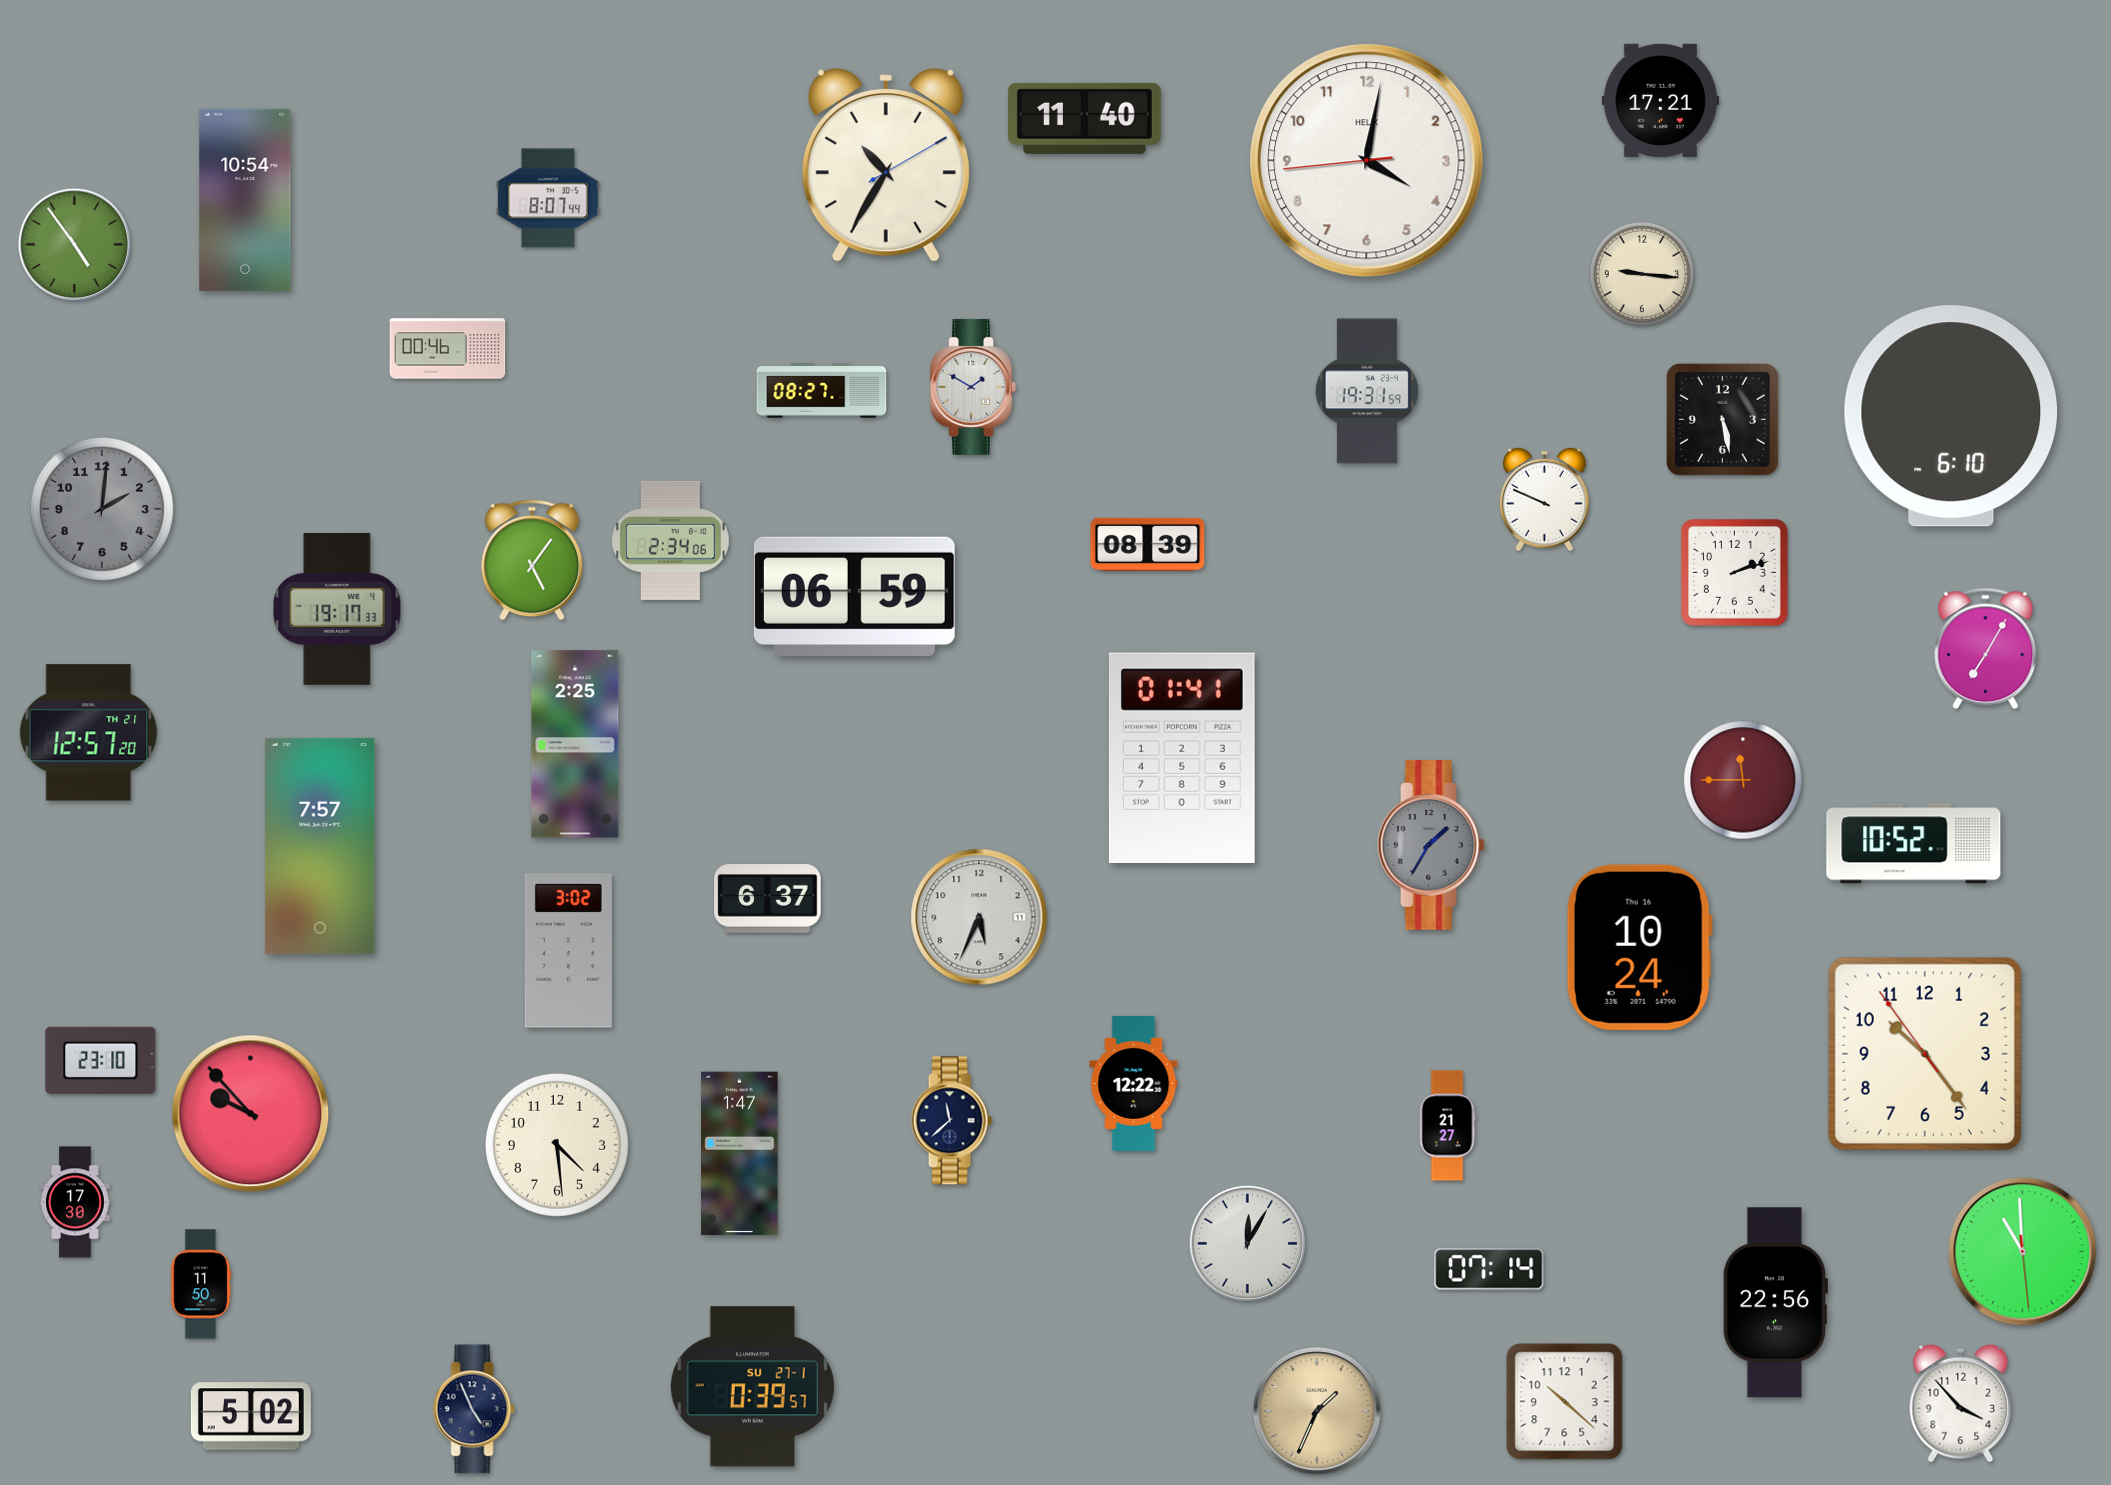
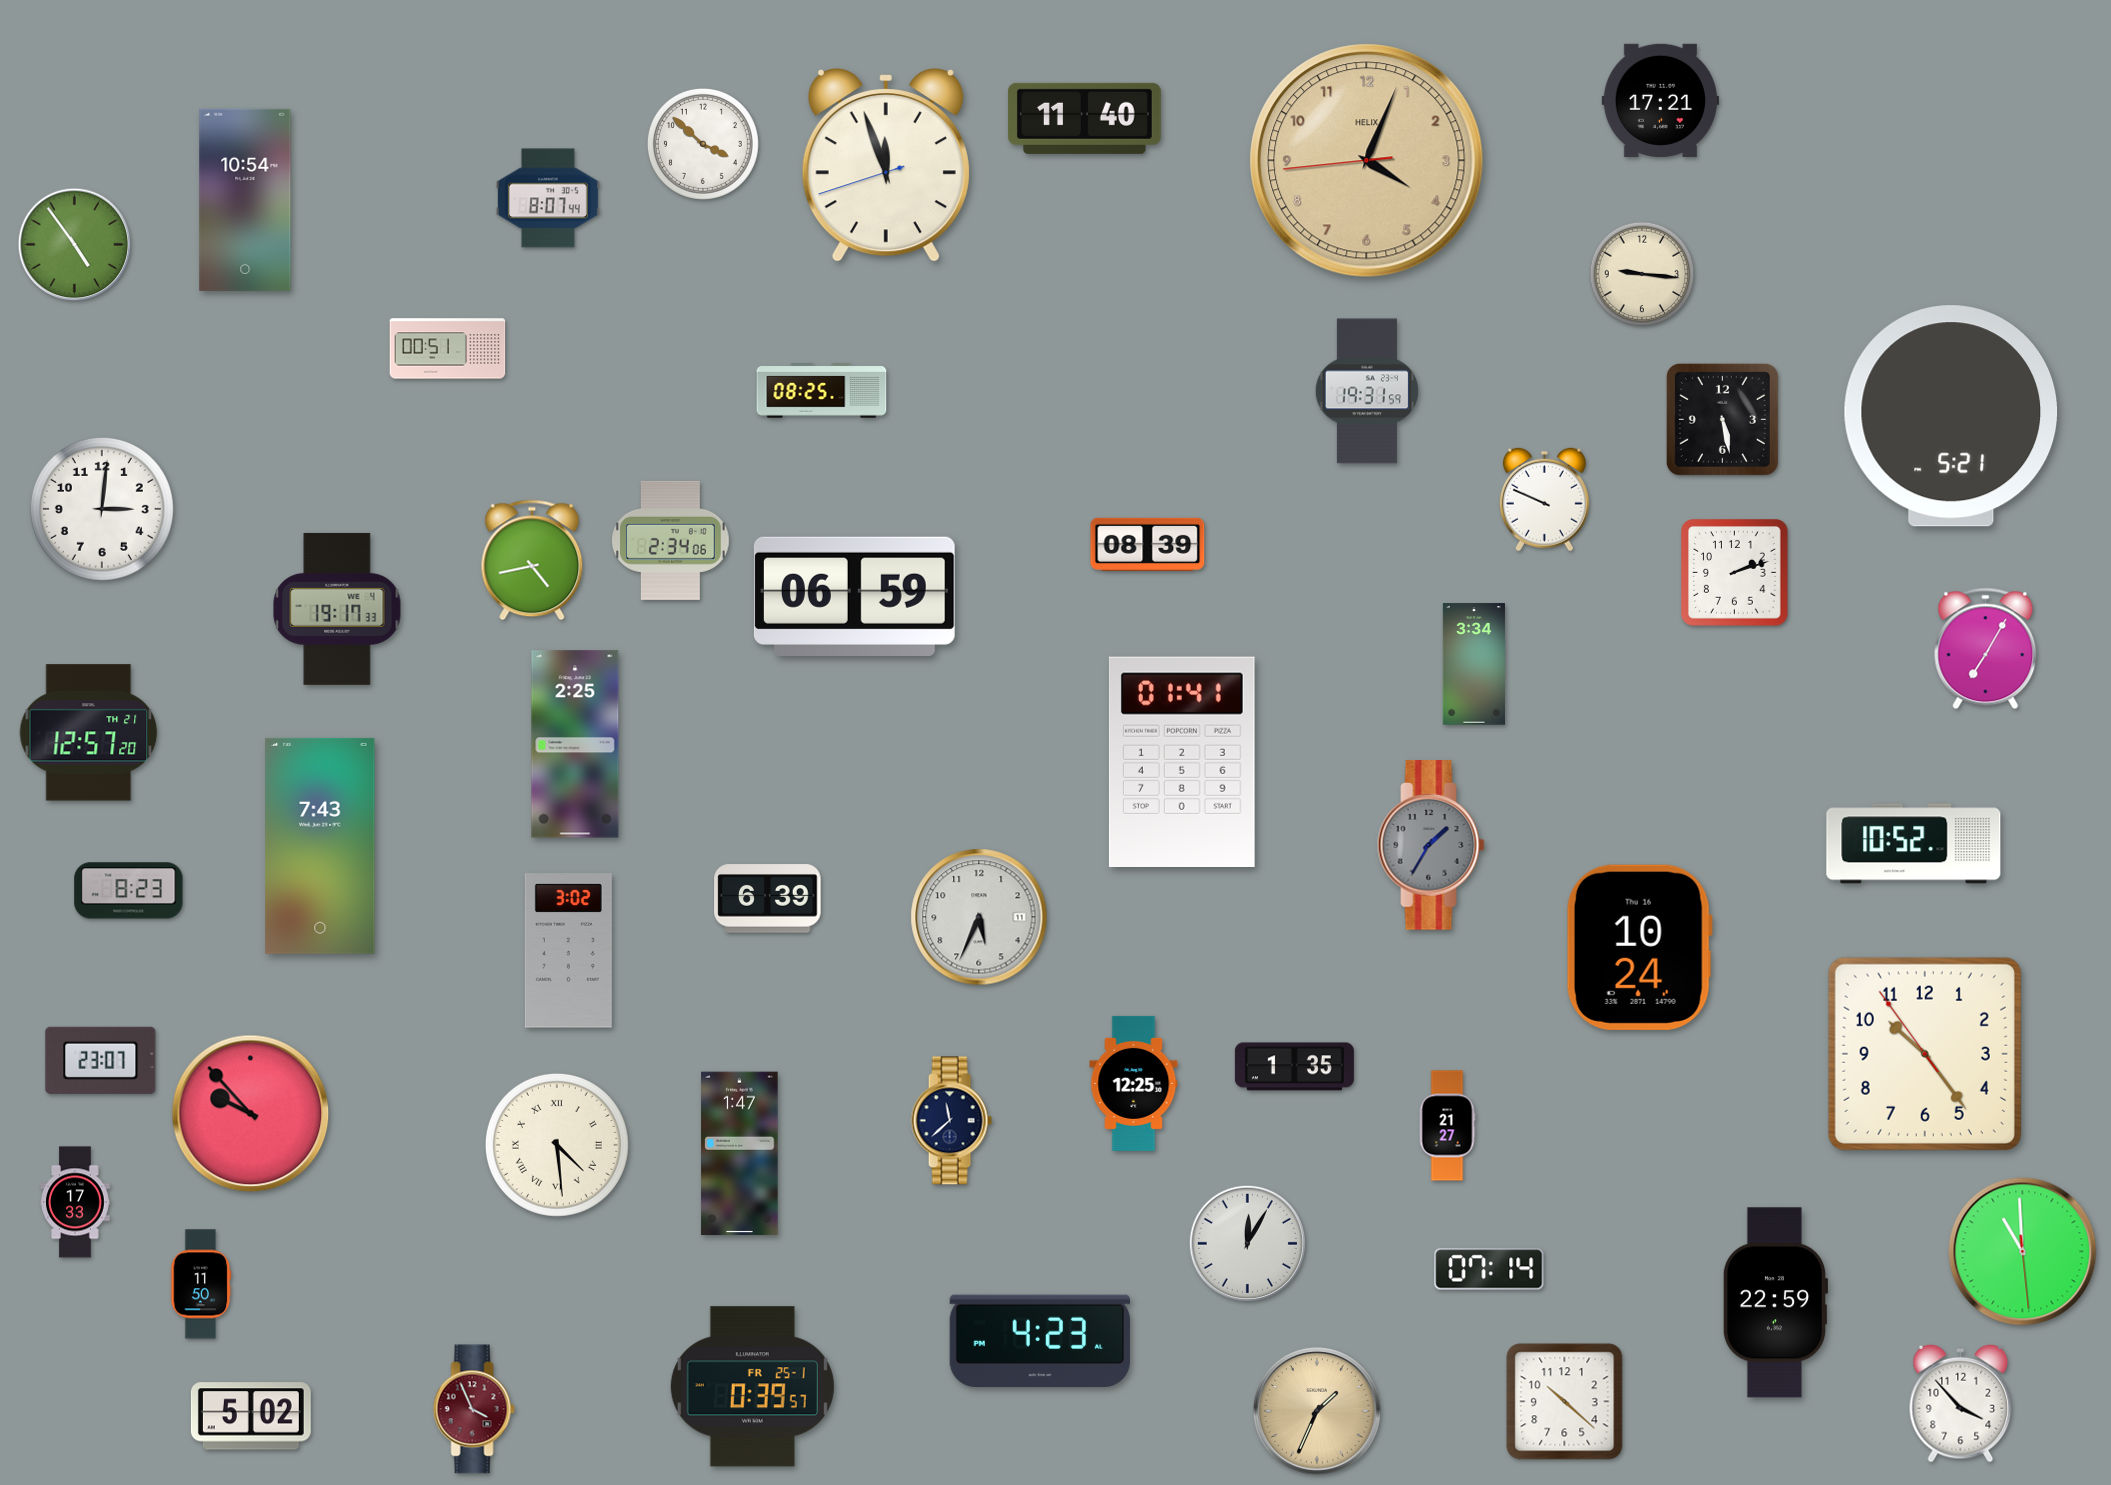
clock at (703, 144): none -> 3:52
clock at (1367, 161): 4:01 -> 4:03
clock at (1367, 161) dial: white -> champagne
clock at (886, 166): 10:35 -> 11:56
clock at (448, 349): 00:46 -> 00:51
clock at (973, 387): 1:50 -> none
clock at (822, 391): 08:27 -> 08:25
clock at (1951, 416): 6:10 -> 5:21
clock at (102, 509): 2:01 -> 3:01
clock at (102, 509) dial: grey -> white
clock at (532, 560): 5:06 -> 4:43
clock at (1474, 664): none -> 3:34
clock at (1182, 757) position: (1182, 757) -> (1182, 761)
clock at (1743, 780): 11:45 -> none
clock at (320, 846): 7:57 -> 7:43
clock at (129, 891): none -> 8:23
clock at (768, 899): 6:37 -> 6:39
clock at (101, 1060): 23:10 -> 23:07
clock at (1294, 1067): none -> 1:35
clock at (1134, 1083): 12:22 -> 12:25
clock at (557, 1145) numerals: Arabic -> Roman
clock at (75, 1202): 17:30 -> 17:33
clock at (1775, 1303): 22:56 -> 22:59
clock at (1040, 1340): none -> 4:23
clock at (752, 1387) date: SU 27-1 -> FR 25-1
clock at (474, 1409): 4:56 -> 3:56
clock at (474, 1409) dial: navy -> burgundy
